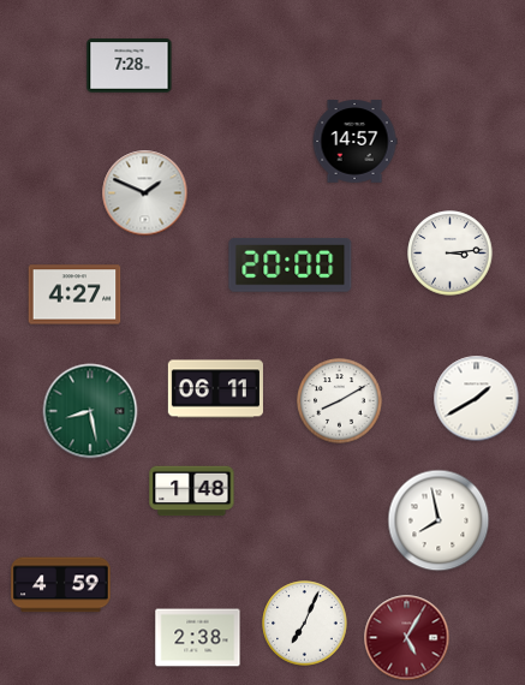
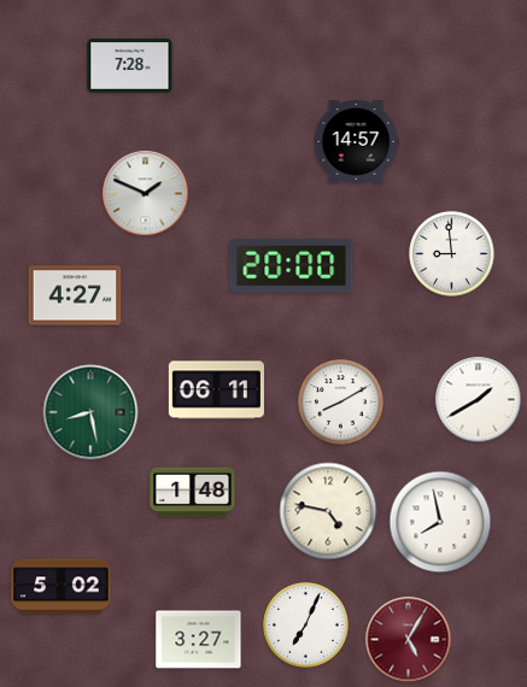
clock at (451, 254): 3:14 -> 8:59
clock at (328, 511): none -> 4:47
clock at (61, 585): 4:59 -> 5:02
clock at (198, 638): 2:38 -> 3:27
